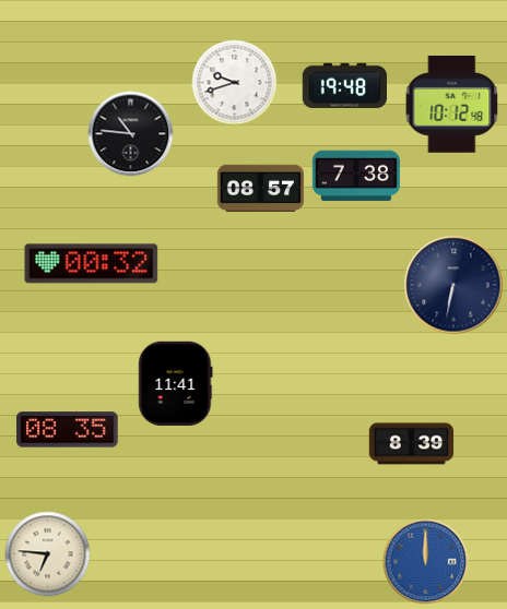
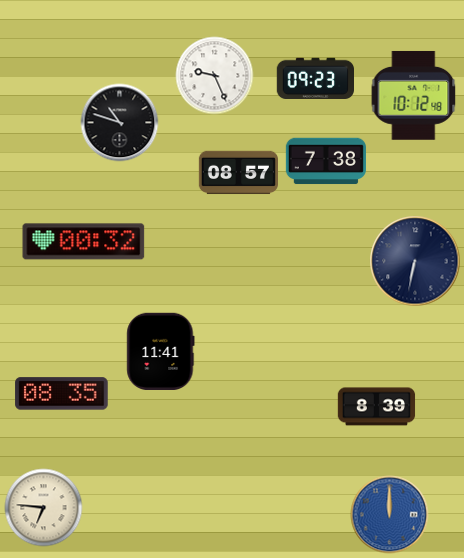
clock at (234, 82): 9:42 -> 9:26
clock at (344, 86): 19:48 -> 09:23
clock at (130, 133): 10:46 -> 10:48
